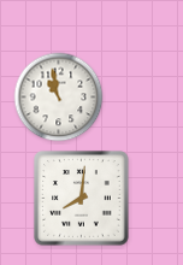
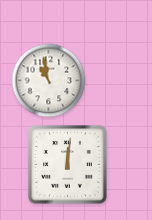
clock at (82, 199): 8:01 -> 12:01
